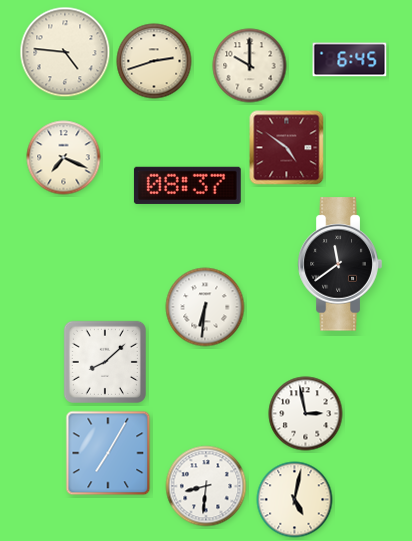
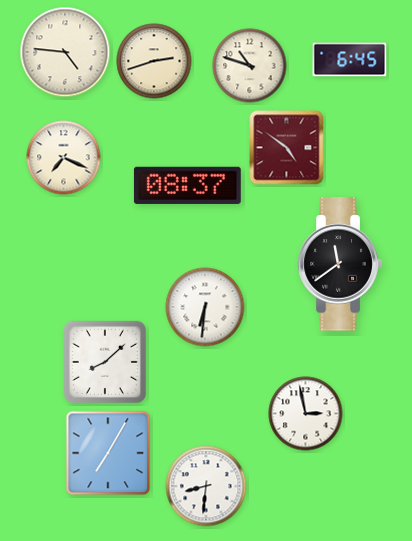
clock at (250, 66): 10:00 -> 10:48
clock at (295, 500): 5:02 -> none
